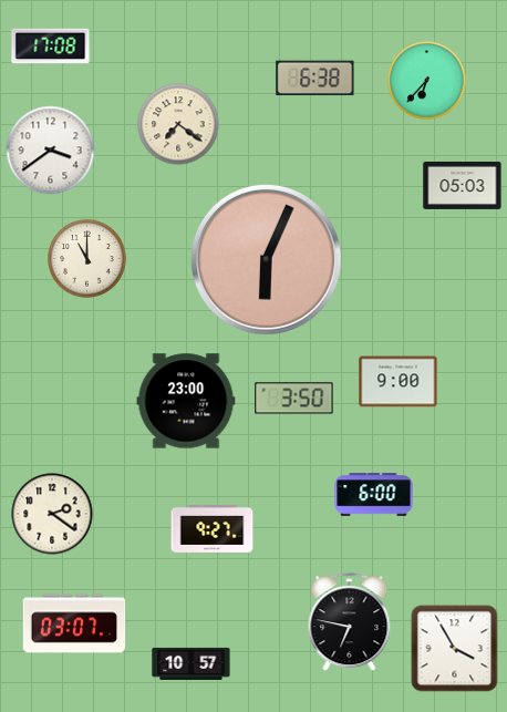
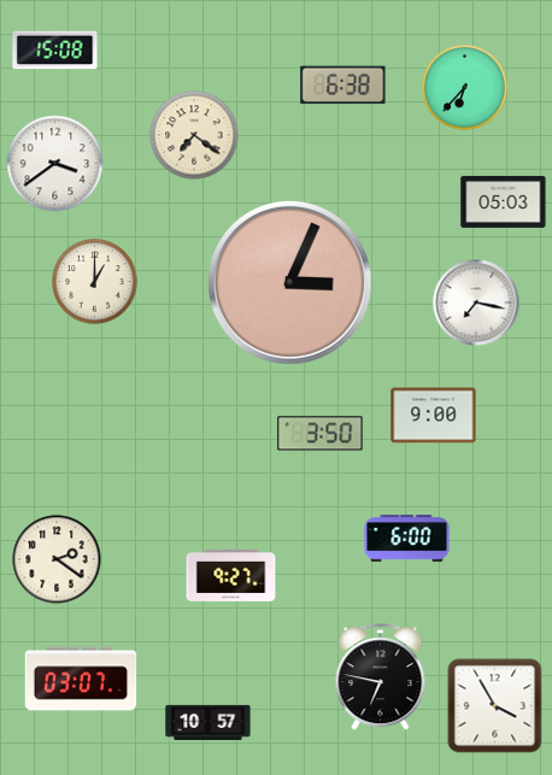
clock at (51, 47): 17:08 -> 15:08
clock at (87, 259): 11:00 -> 1:00
clock at (266, 259): 6:04 -> 3:04
clock at (476, 303): none -> 7:17
clock at (186, 401): 23:00 -> none
